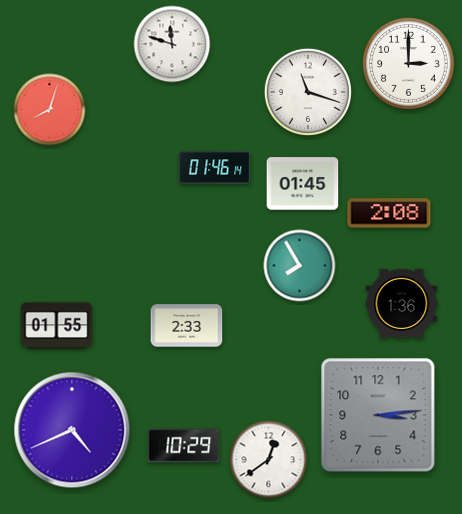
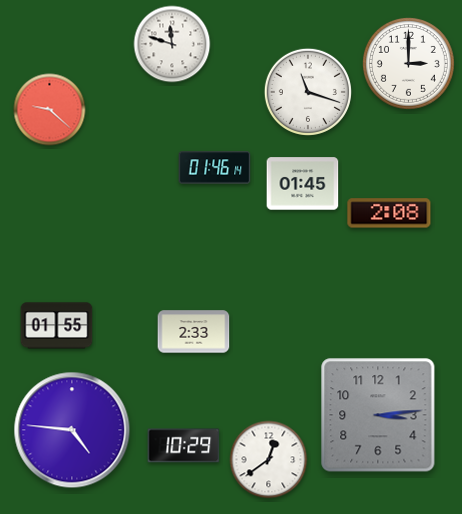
clock at (50, 110): 8:03 -> 9:22
clock at (300, 266): 7:55 -> none
clock at (402, 304): 1:36 -> none
clock at (187, 326) position: (187, 326) -> (194, 332)
clock at (72, 430): 4:41 -> 4:46
